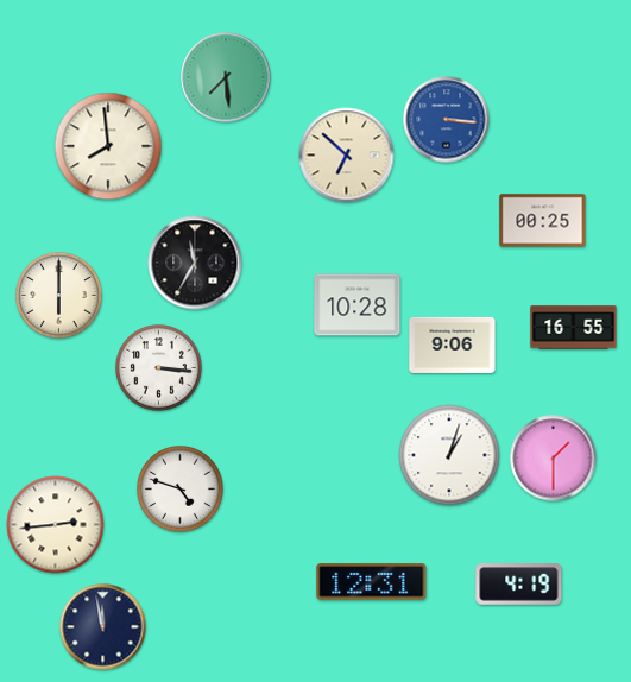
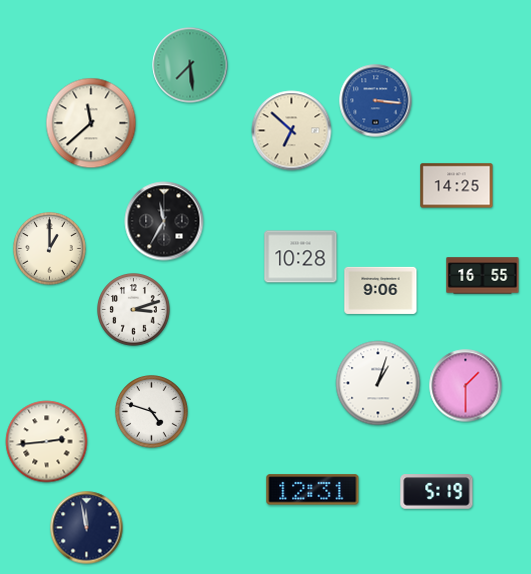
clock at (108, 146): 7:59 -> 11:38
clock at (543, 221): 00:25 -> 14:25
clock at (59, 296): 6:00 -> 1:00
clock at (159, 368): 3:16 -> 3:12
clock at (519, 585): 4:19 -> 5:19
